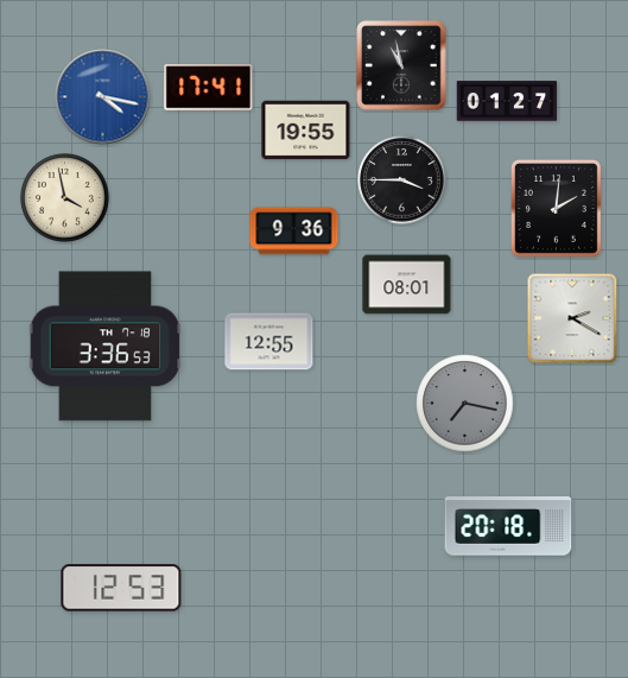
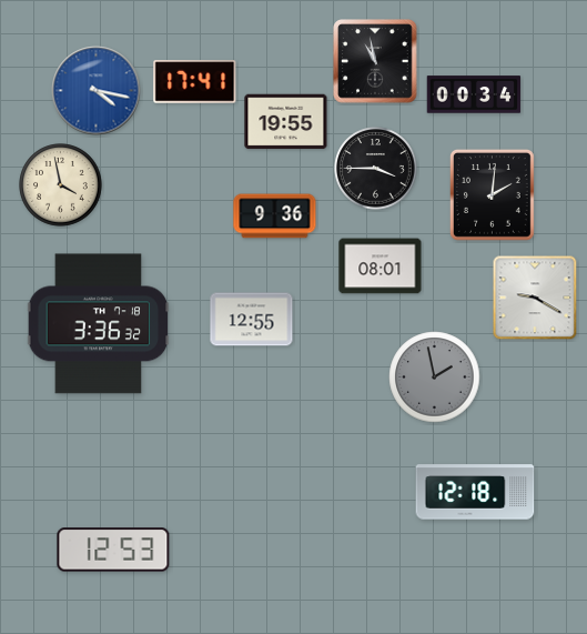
clock at (507, 101): 01:27 -> 00:34
clock at (556, 208) position: (556, 208) -> (492, 194)
clock at (572, 318): 2:20 -> 9:20
clock at (106, 347): 3:36:53 -> 3:36:32
clock at (465, 404): 7:17 -> 1:58
clock at (508, 526): 20:18 -> 12:18
